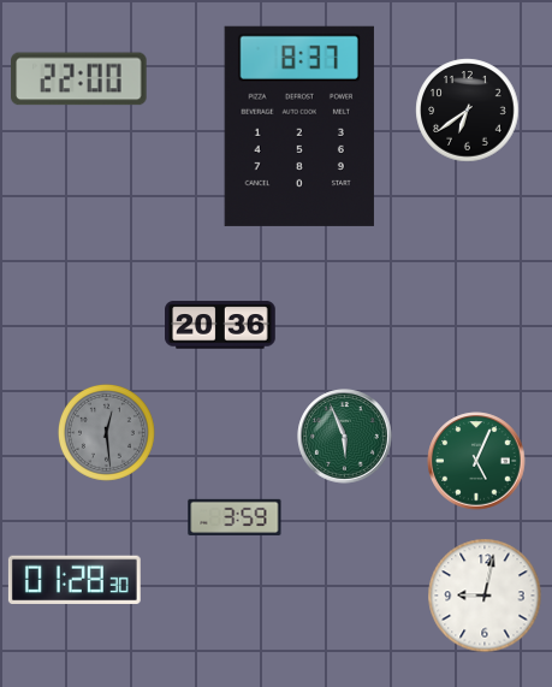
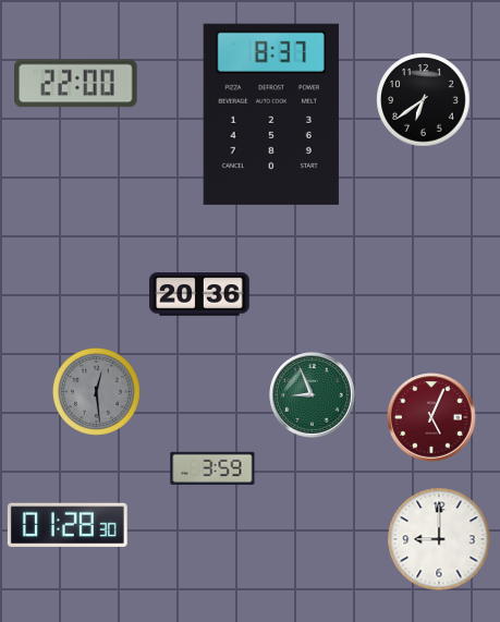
clock at (79, 79) position: (79, 79) -> (76, 84)
clock at (345, 437): 5:56 -> 8:56
clock at (476, 461) dial: green -> burgundy
clock at (485, 596): 9:02 -> 9:00
